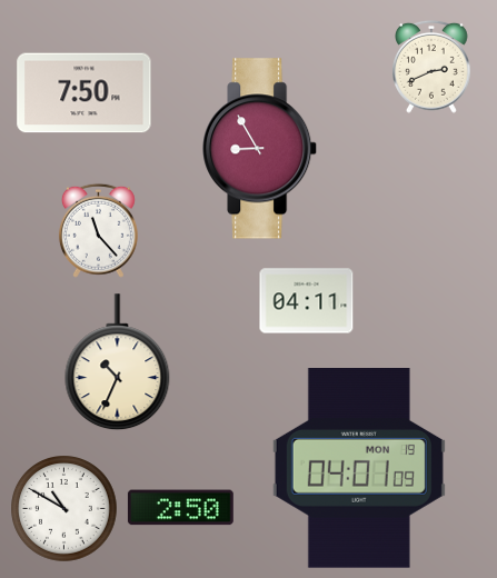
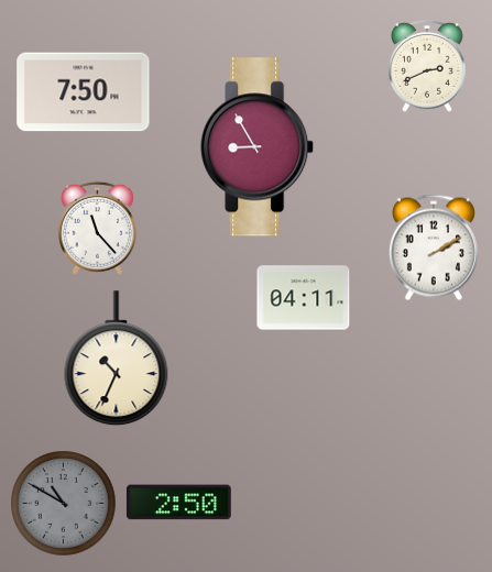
clock at (434, 248): none -> 2:10
clock at (359, 469): 04:01 -> none
clock at (64, 509) dial: white -> grey
